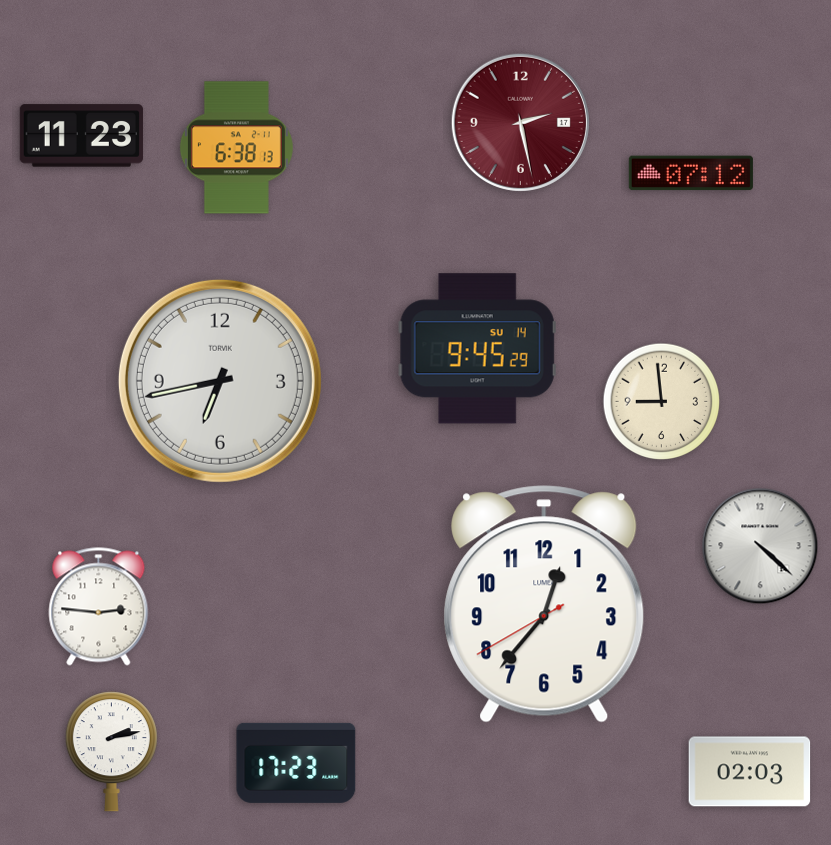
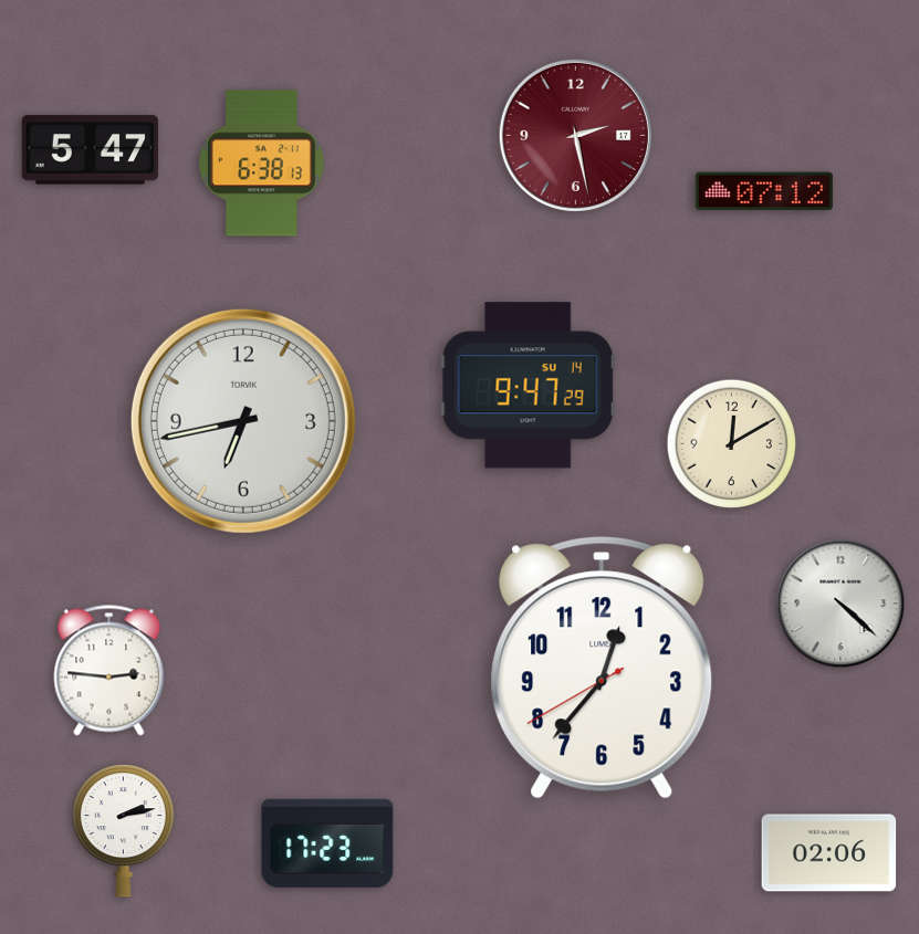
clock at (81, 136): 11:23 -> 5:47
clock at (477, 349): 9:45 -> 9:47
clock at (662, 402): 8:59 -> 12:10
clock at (750, 772): 02:03 -> 02:06
